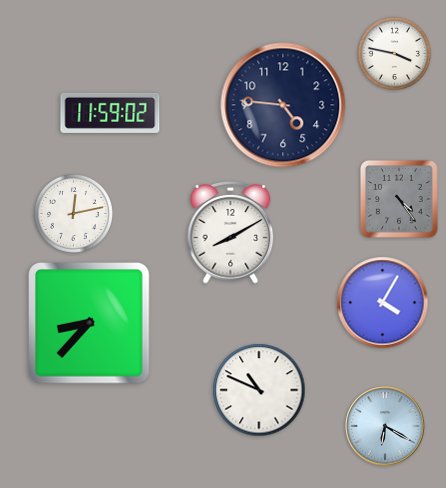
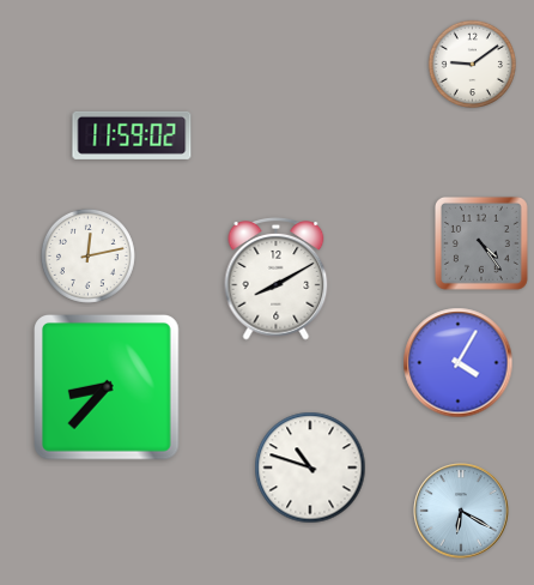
clock at (394, 53): 3:47 -> 9:09
clock at (283, 105): 4:46 -> none
clock at (399, 199) position: (399, 199) -> (481, 243)
clock at (259, 390): 10:49 -> 10:48
